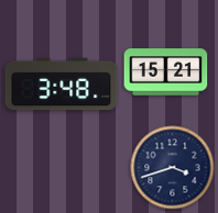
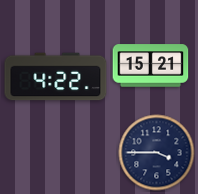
clock at (62, 85): 3:48 -> 4:22
clock at (173, 168): 3:42 -> 3:45
